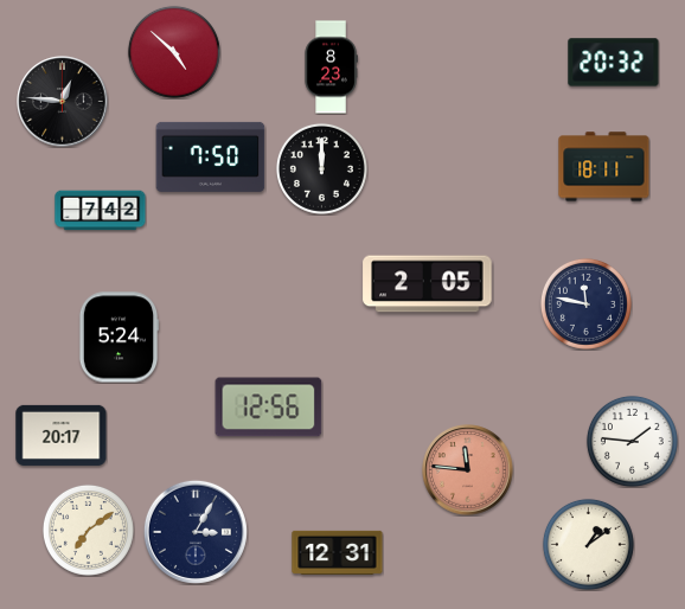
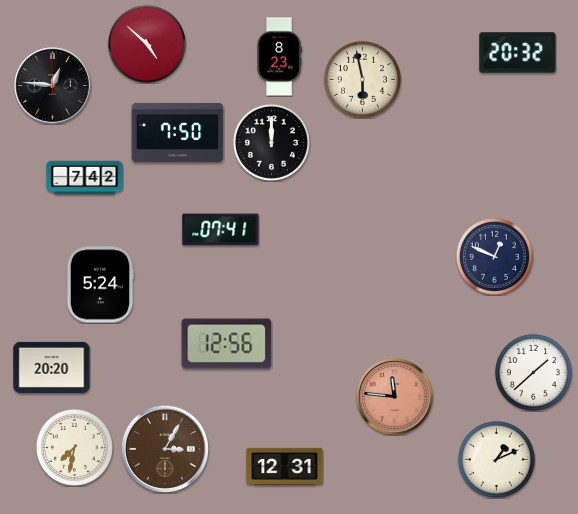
clock at (362, 79): none -> 5:58
clock at (604, 167): 18:11 -> none
clock at (221, 230): none -> 07:41
clock at (428, 284): 2:05 -> none
clock at (585, 303): 11:47 -> 12:49
clock at (62, 435): 20:17 -> 20:20
clock at (632, 441): 1:46 -> 1:38
clock at (88, 530): 7:09 -> 7:32
clock at (196, 532) dial: navy -> brown
clock at (588, 544): 1:09 -> 1:11
